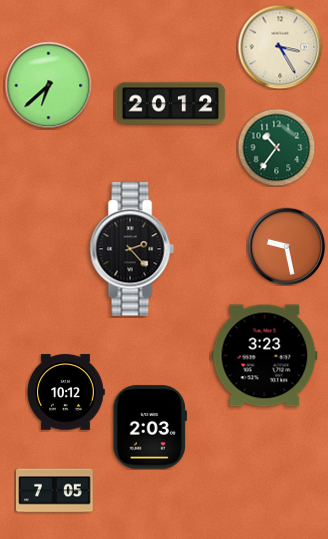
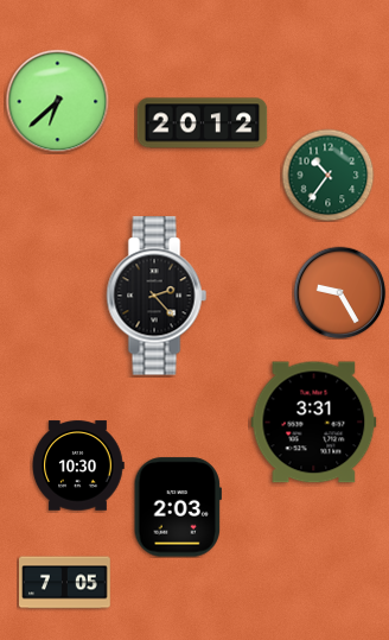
clock at (280, 47): 3:25 -> none
clock at (286, 246): 9:28 -> 9:25
clock at (265, 356): 3:23 -> 3:31
clock at (66, 392): 10:12 -> 10:30
